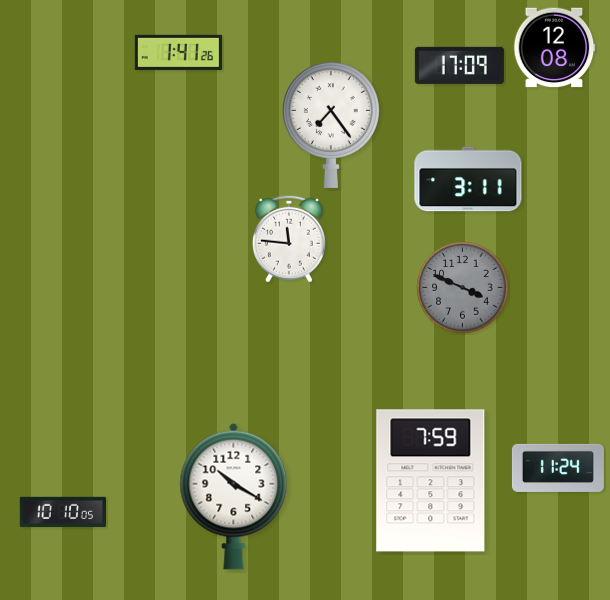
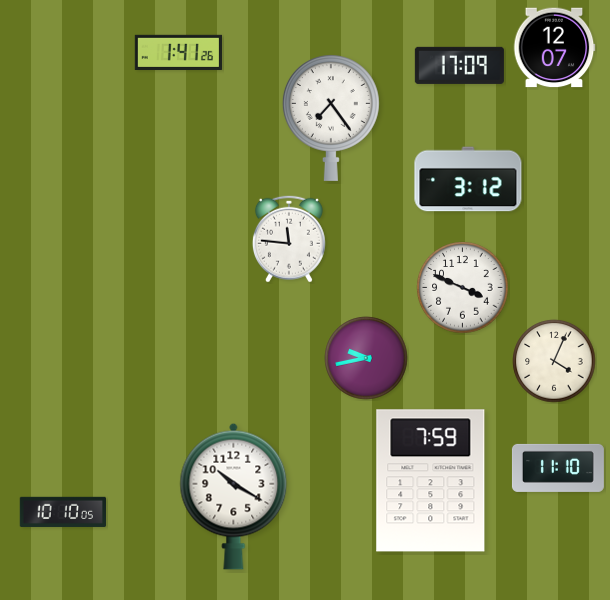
clock at (554, 48): 12:08 -> 12:07
clock at (331, 125) position: (331, 125) -> (331, 118)
clock at (468, 179): 3:11 -> 3:12
clock at (463, 288) dial: grey -> white
clock at (366, 358): none -> 9:43
clock at (554, 361): none -> 4:04
clock at (558, 468): 11:24 -> 11:10
